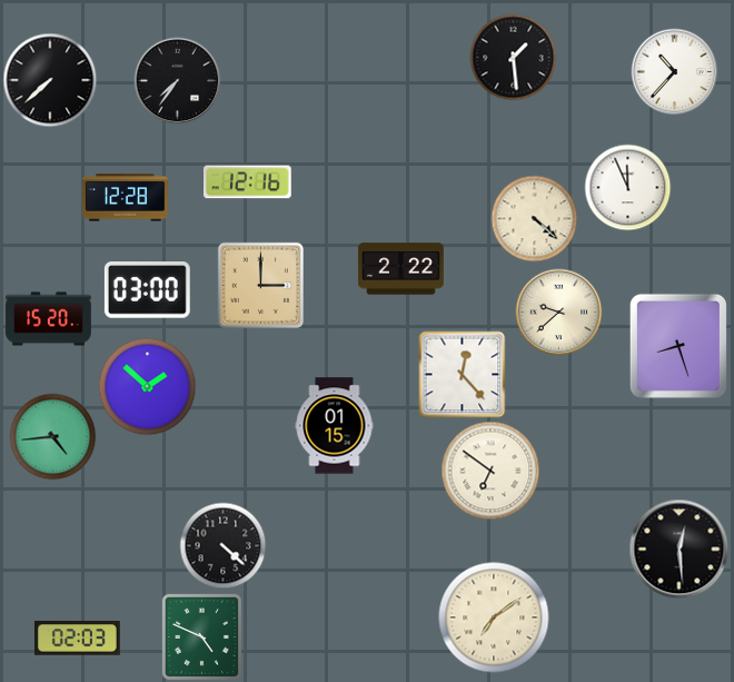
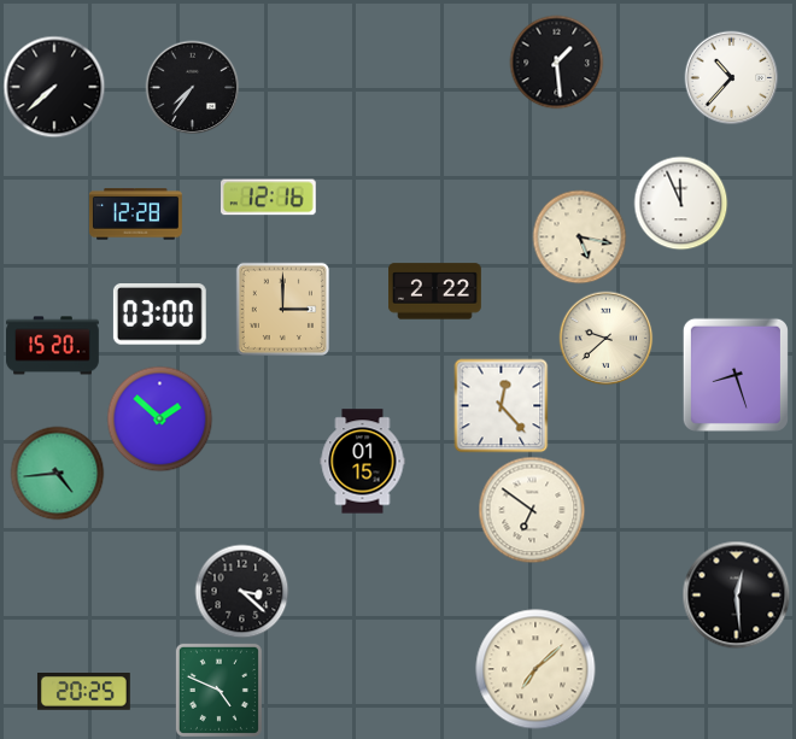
clock at (534, 218): 4:22 -> 5:17
clock at (222, 545): 4:22 -> 3:22
clock at (494, 617): 7:09 -> 7:08
clock at (77, 639): 02:03 -> 20:25
